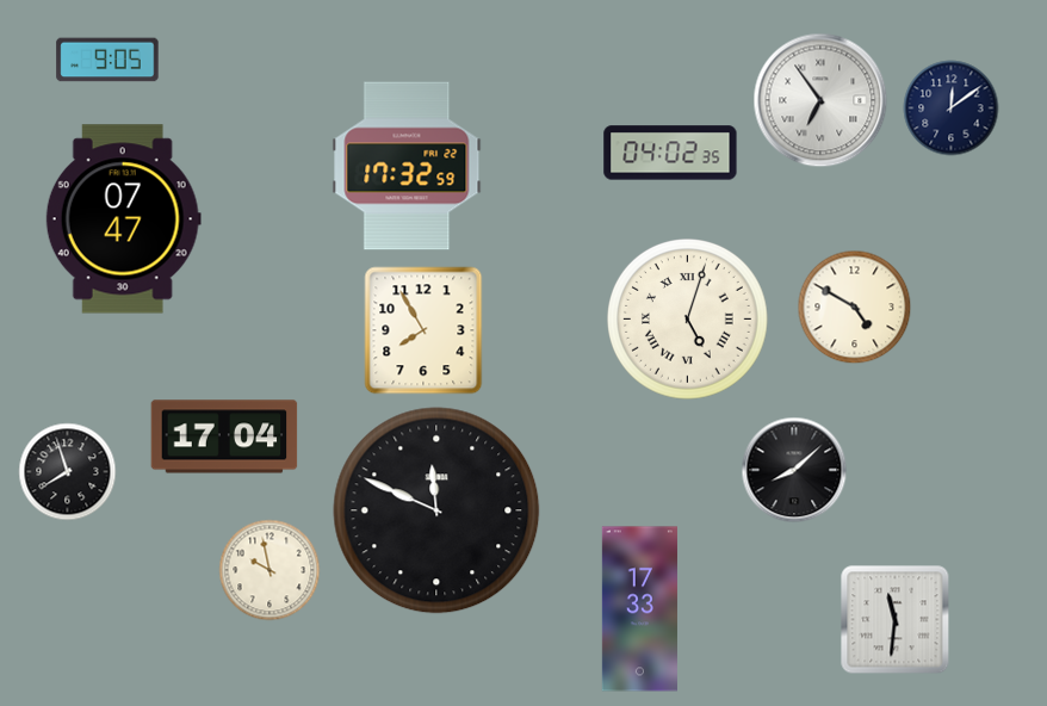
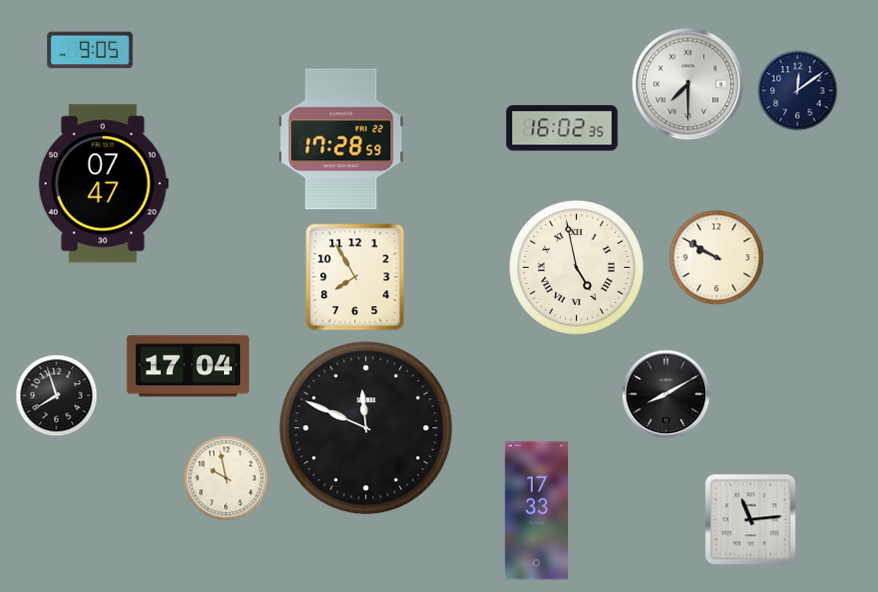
clock at (820, 100): 6:54 -> 7:30
clock at (670, 153): 04:02 -> 16:02
clock at (407, 166): 17:32 -> 17:28
clock at (855, 308): 4:50 -> 9:50
clock at (688, 320): 5:03 -> 4:58
clock at (794, 470): 8:08 -> 8:10
clock at (896, 620): 11:31 -> 11:14
